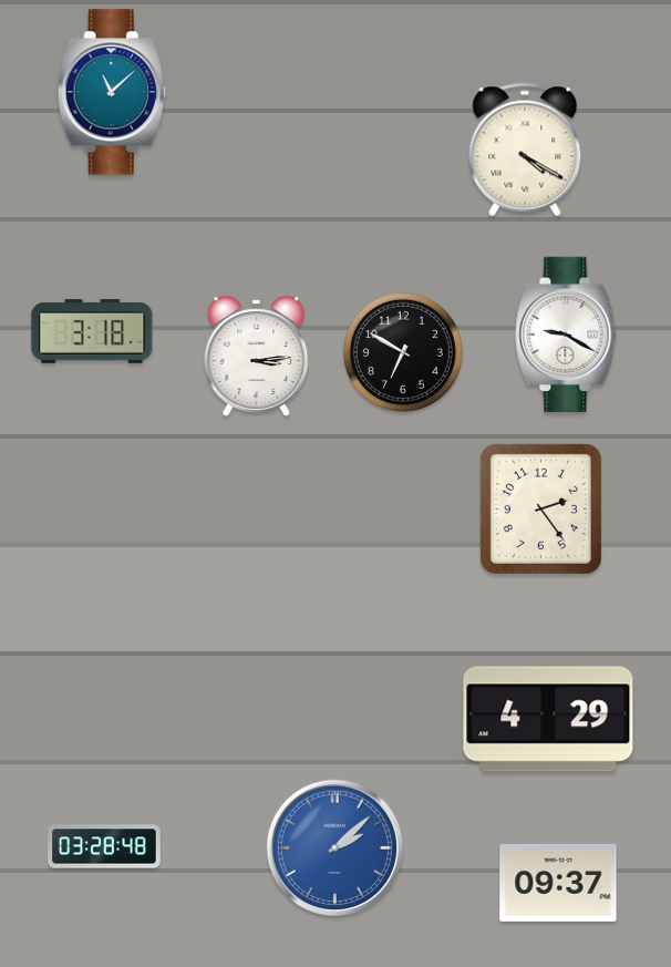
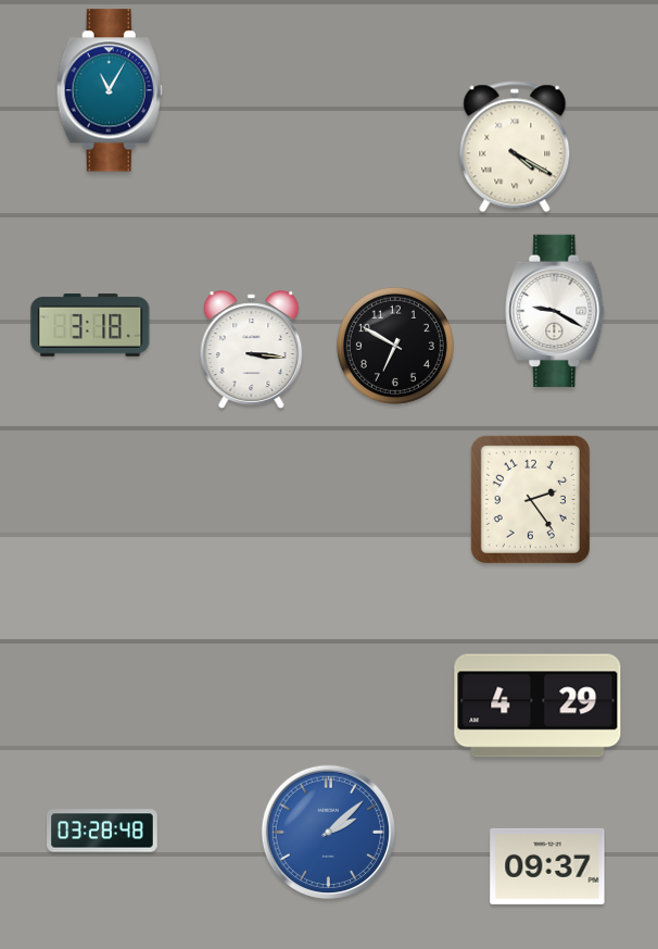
clock at (112, 92): 11:08 -> 11:05
clock at (566, 335) position: (566, 335) -> (555, 311)
clock at (257, 357): 3:14 -> 3:16
